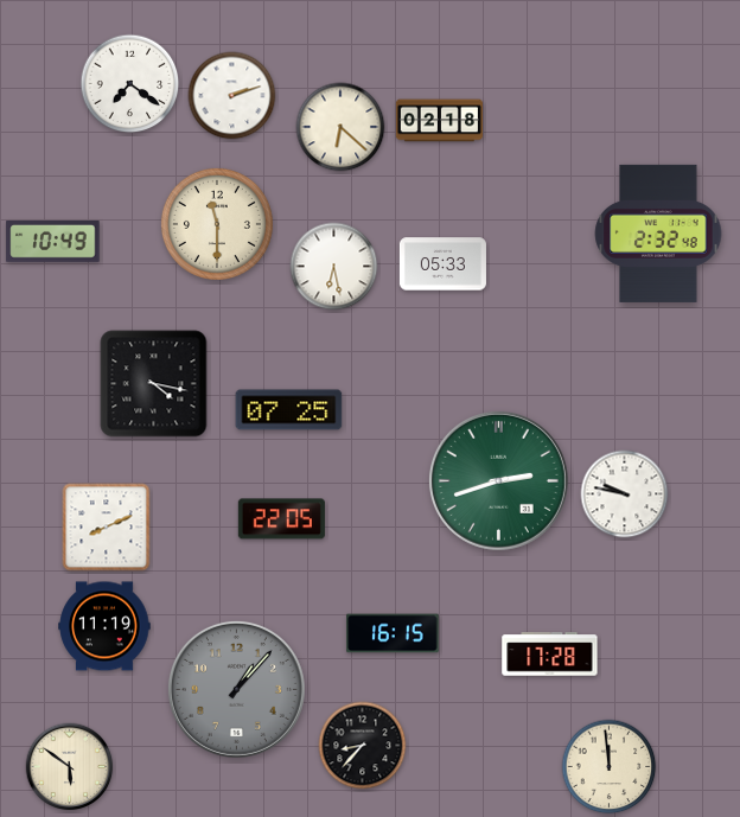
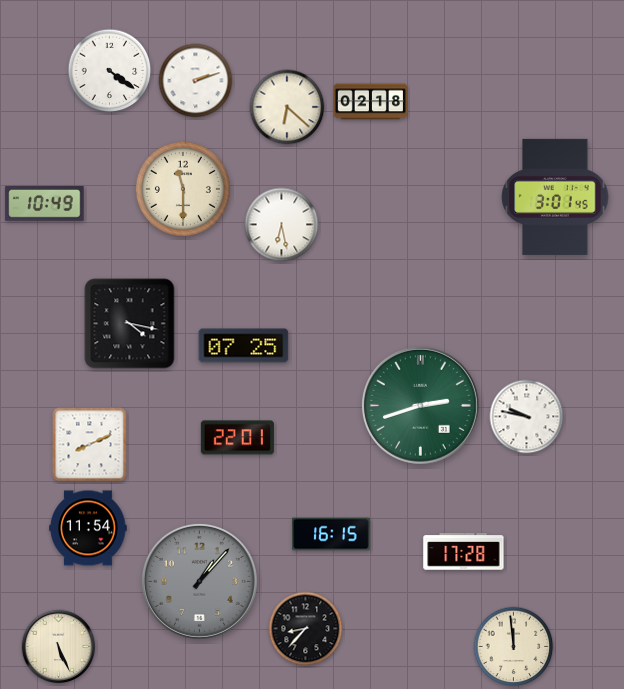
clock at (130, 84): 7:21 -> 4:21
clock at (658, 234): 2:32 -> 3:01
clock at (442, 264): 05:33 -> none
clock at (281, 519): 22:05 -> 22:01
clock at (104, 626): 11:19 -> 11:54
clock at (70, 767): 5:51 -> 5:26
